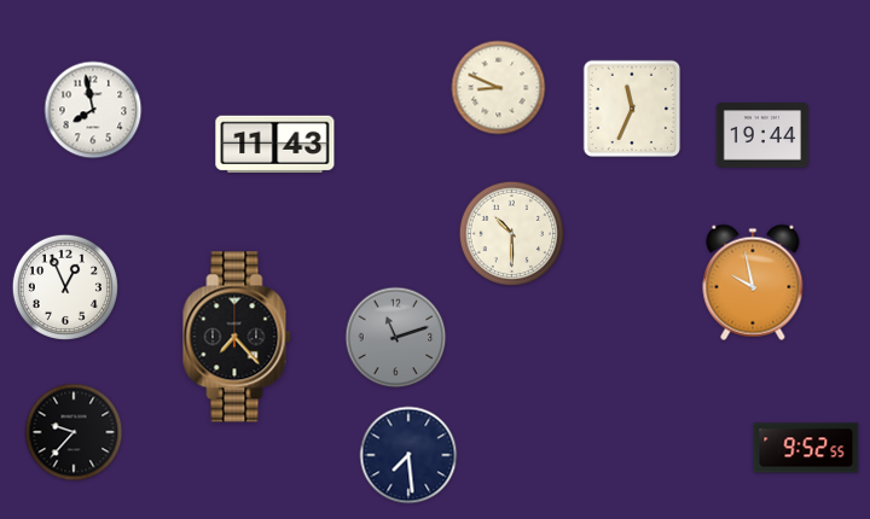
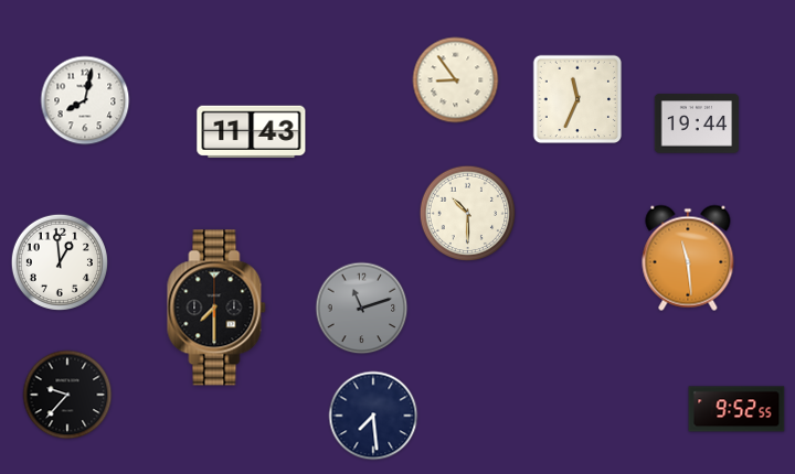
clock at (499, 88): 8:49 -> 8:54
clock at (93, 110): 7:58 -> 8:02
clock at (753, 282): 9:58 -> 11:29
clock at (65, 287): 12:56 -> 12:59
clock at (237, 337): 7:23 -> 7:30
